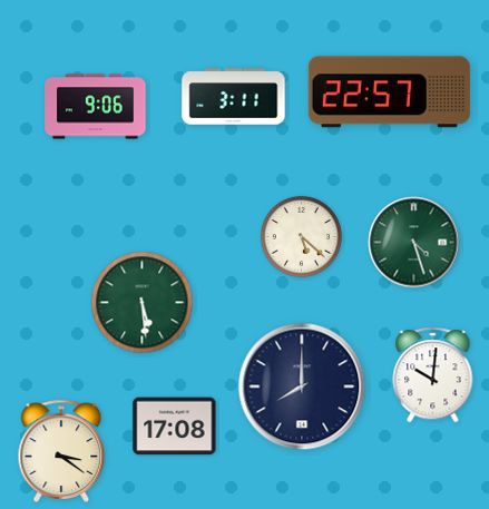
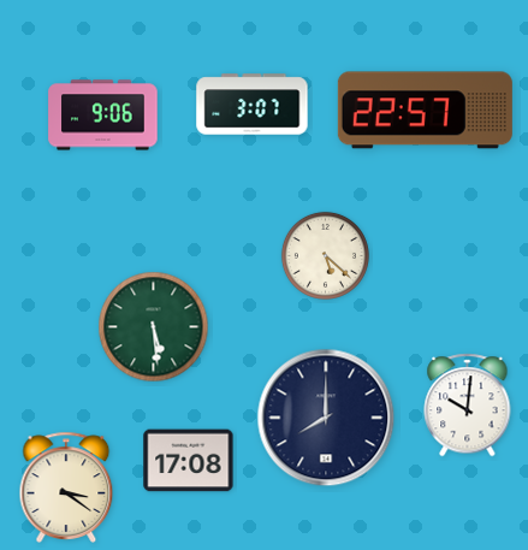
clock at (389, 92) position: (389, 92) -> (425, 111)
clock at (234, 97): 3:11 -> 3:07
clock at (414, 243): 4:27 -> none
